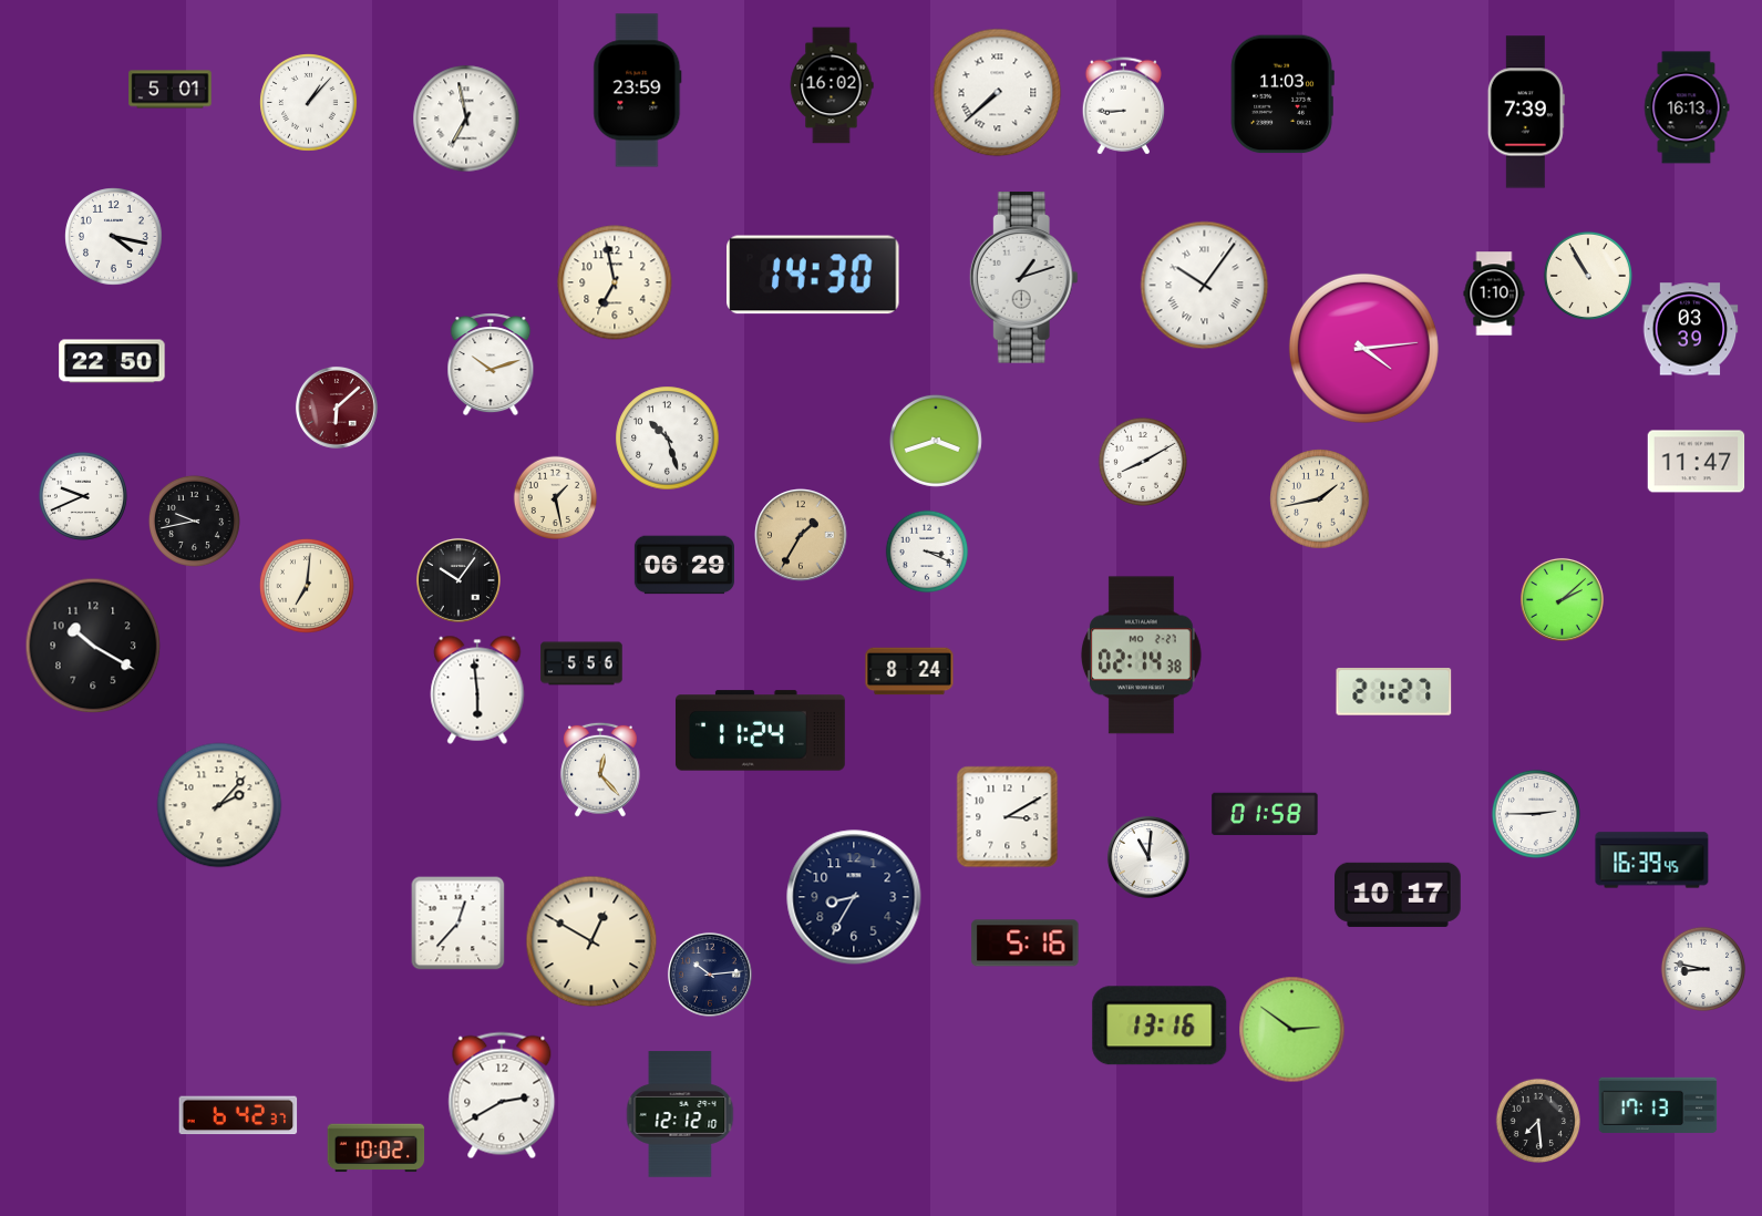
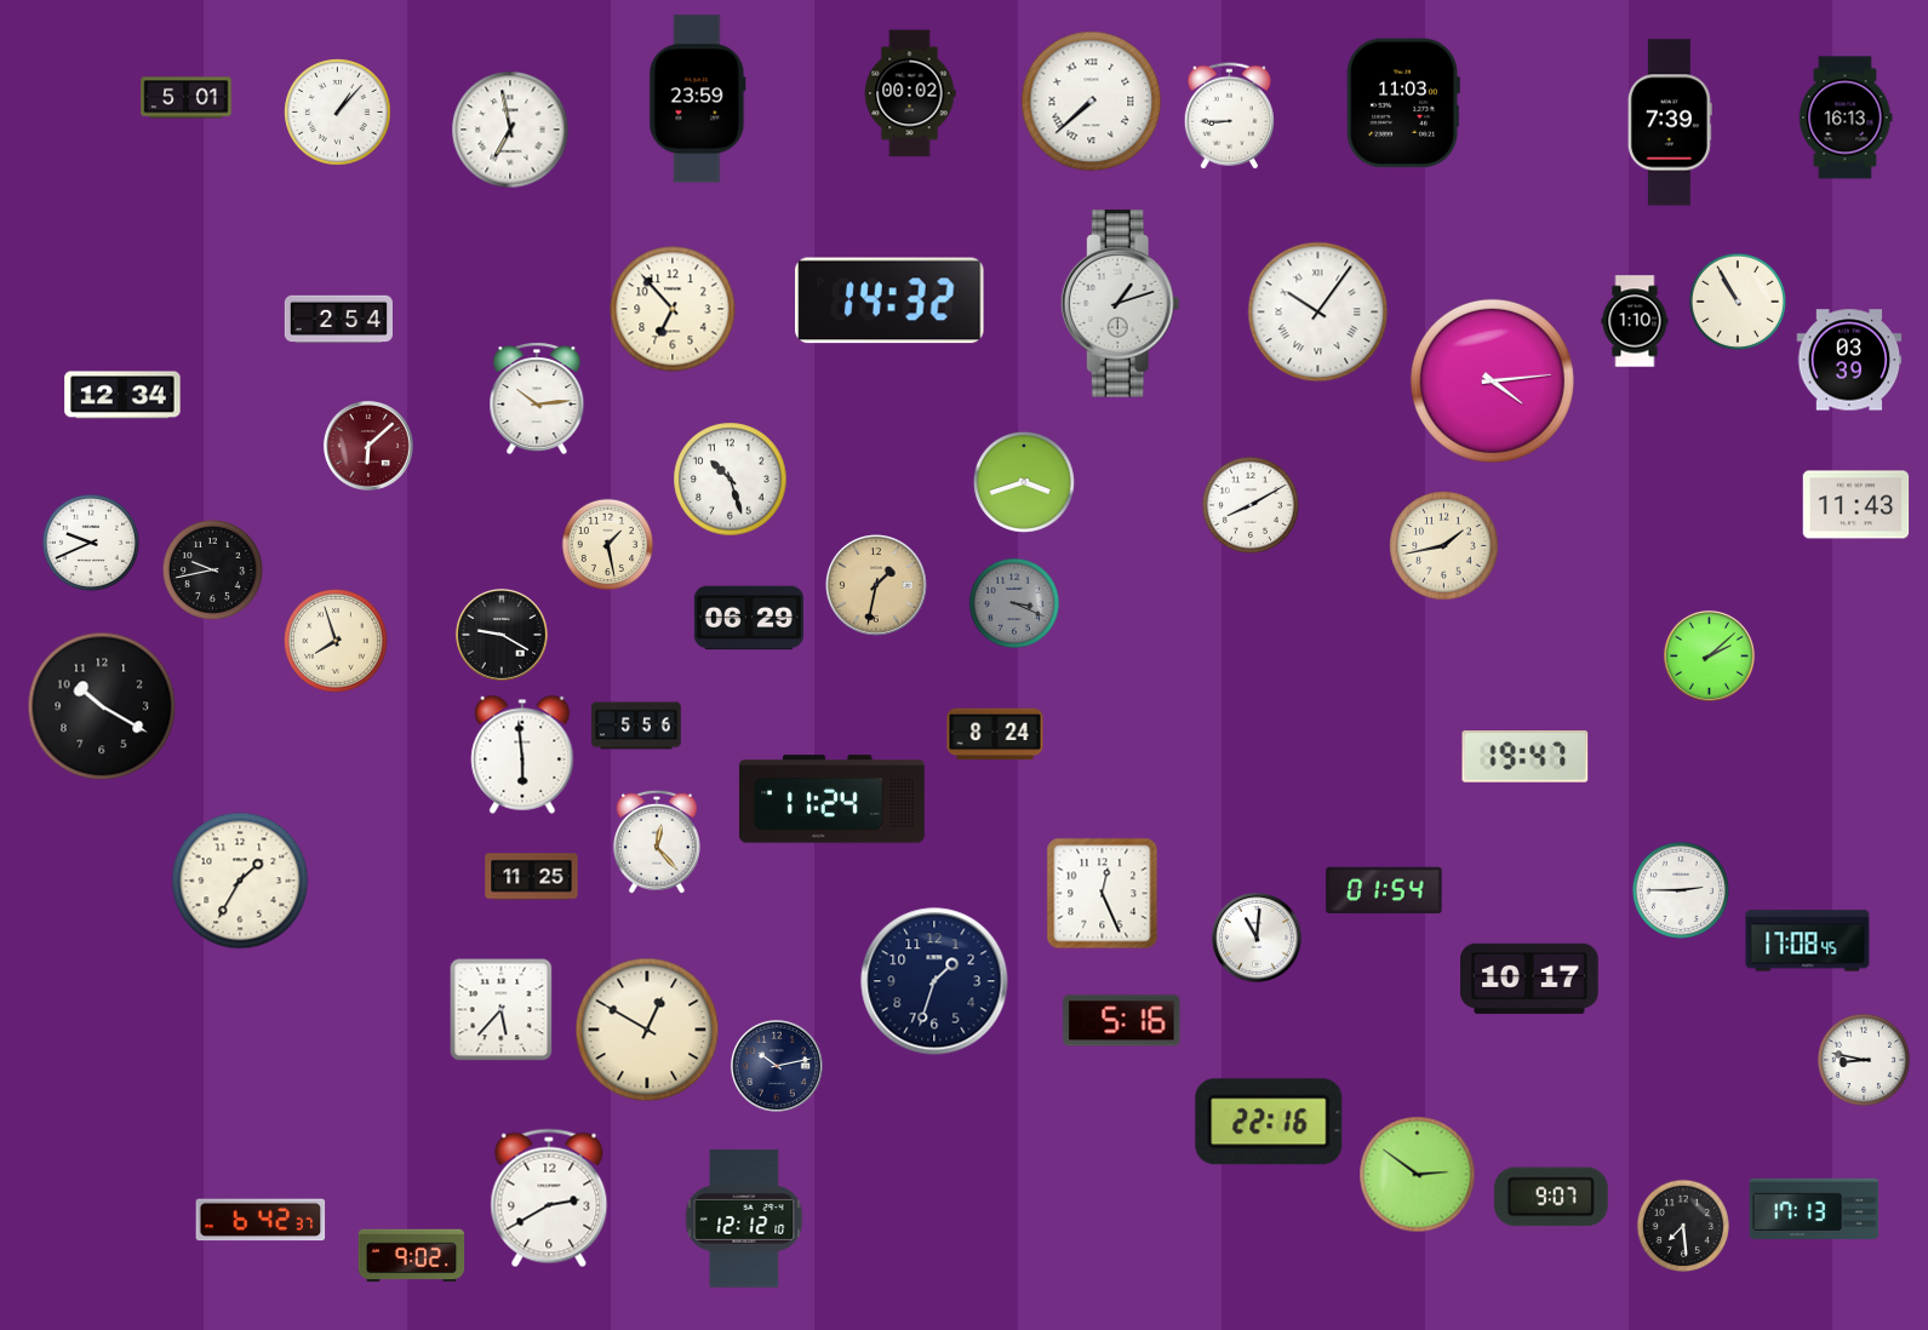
clock at (832, 85): 16:02 -> 00:02
clock at (114, 237): 4:17 -> none
clock at (813, 275): 14:30 -> 14:32
clock at (615, 282): 6:58 -> 6:53
clock at (338, 320): none -> 2:54
clock at (112, 361): 22:50 -> 12:34
clock at (491, 364): 10:12 -> 10:14
clock at (1697, 462): 11:47 -> 11:43
clock at (802, 536): 1:35 -> 1:32
clock at (927, 552) dial: white -> grey
clock at (458, 580): 10:06 -> 9:20
clock at (307, 586): 7:01 -> 7:57
clock at (1141, 656): 02:14 -> none
clock at (1394, 692): 21:27 -> 19:47
clock at (532, 877): none -> 11:25
clock at (219, 805): 2:07 -> 1:35
clock at (1265, 814): 01:58 -> 01:54
clock at (1008, 817): 3:10 -> 12:26
clock at (1652, 861): 16:39 -> 17:08
clock at (854, 897): 8:35 -> 1:33
clock at (458, 924): 12:37 -> 5:37
clock at (1026, 944) position: (1026, 944) -> (1122, 1021)
clock at (710, 975): 10:14 -> 10:13
clock at (1160, 1026): 13:16 -> 22:16
clock at (1292, 1030) position: (1292, 1030) -> (1418, 1175)
clock at (1552, 1197): none -> 9:07
clock at (377, 1148): 10:02 -> 9:02
